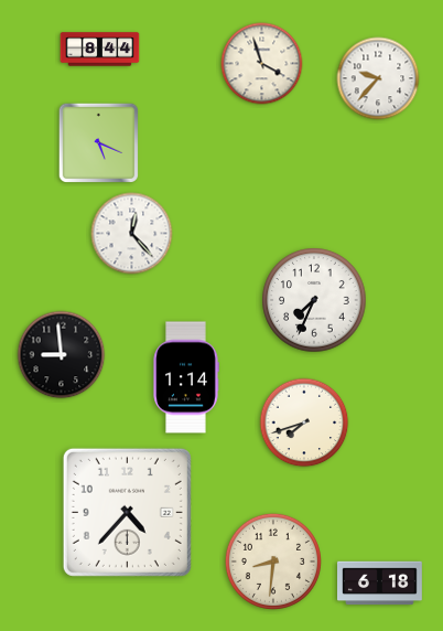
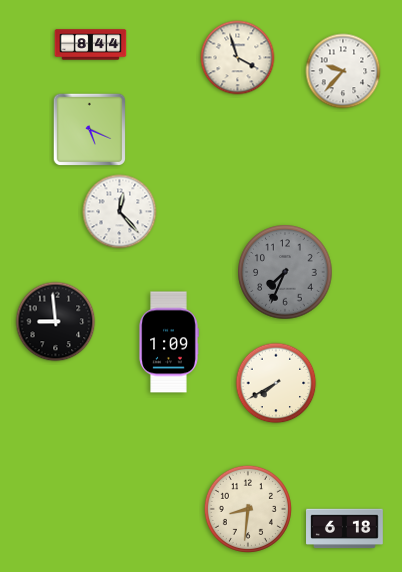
clock at (314, 300) dial: white -> grey
clock at (186, 377): 1:14 -> 1:09
clock at (304, 423): 7:42 -> 7:40
clock at (127, 512): 4:37 -> none
